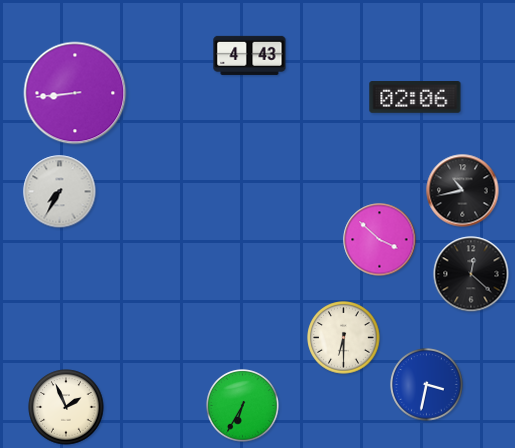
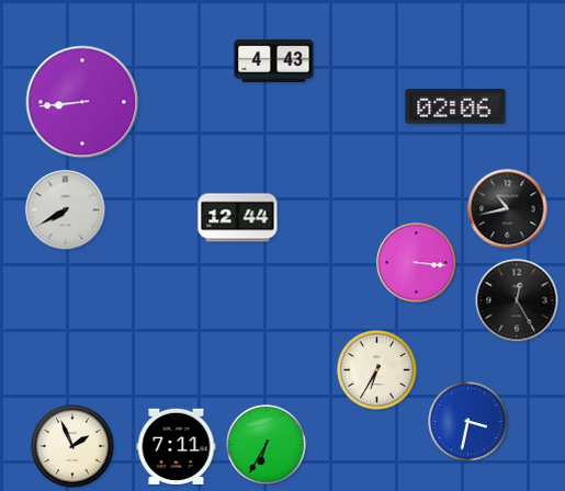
clock at (60, 192): 7:35 -> 7:40
clock at (238, 218): none -> 12:44
clock at (380, 240): 3:52 -> 3:16
clock at (471, 274): 12:22 -> 12:25
clock at (344, 338): 6:30 -> 6:35
clock at (177, 446): none -> 7:11
